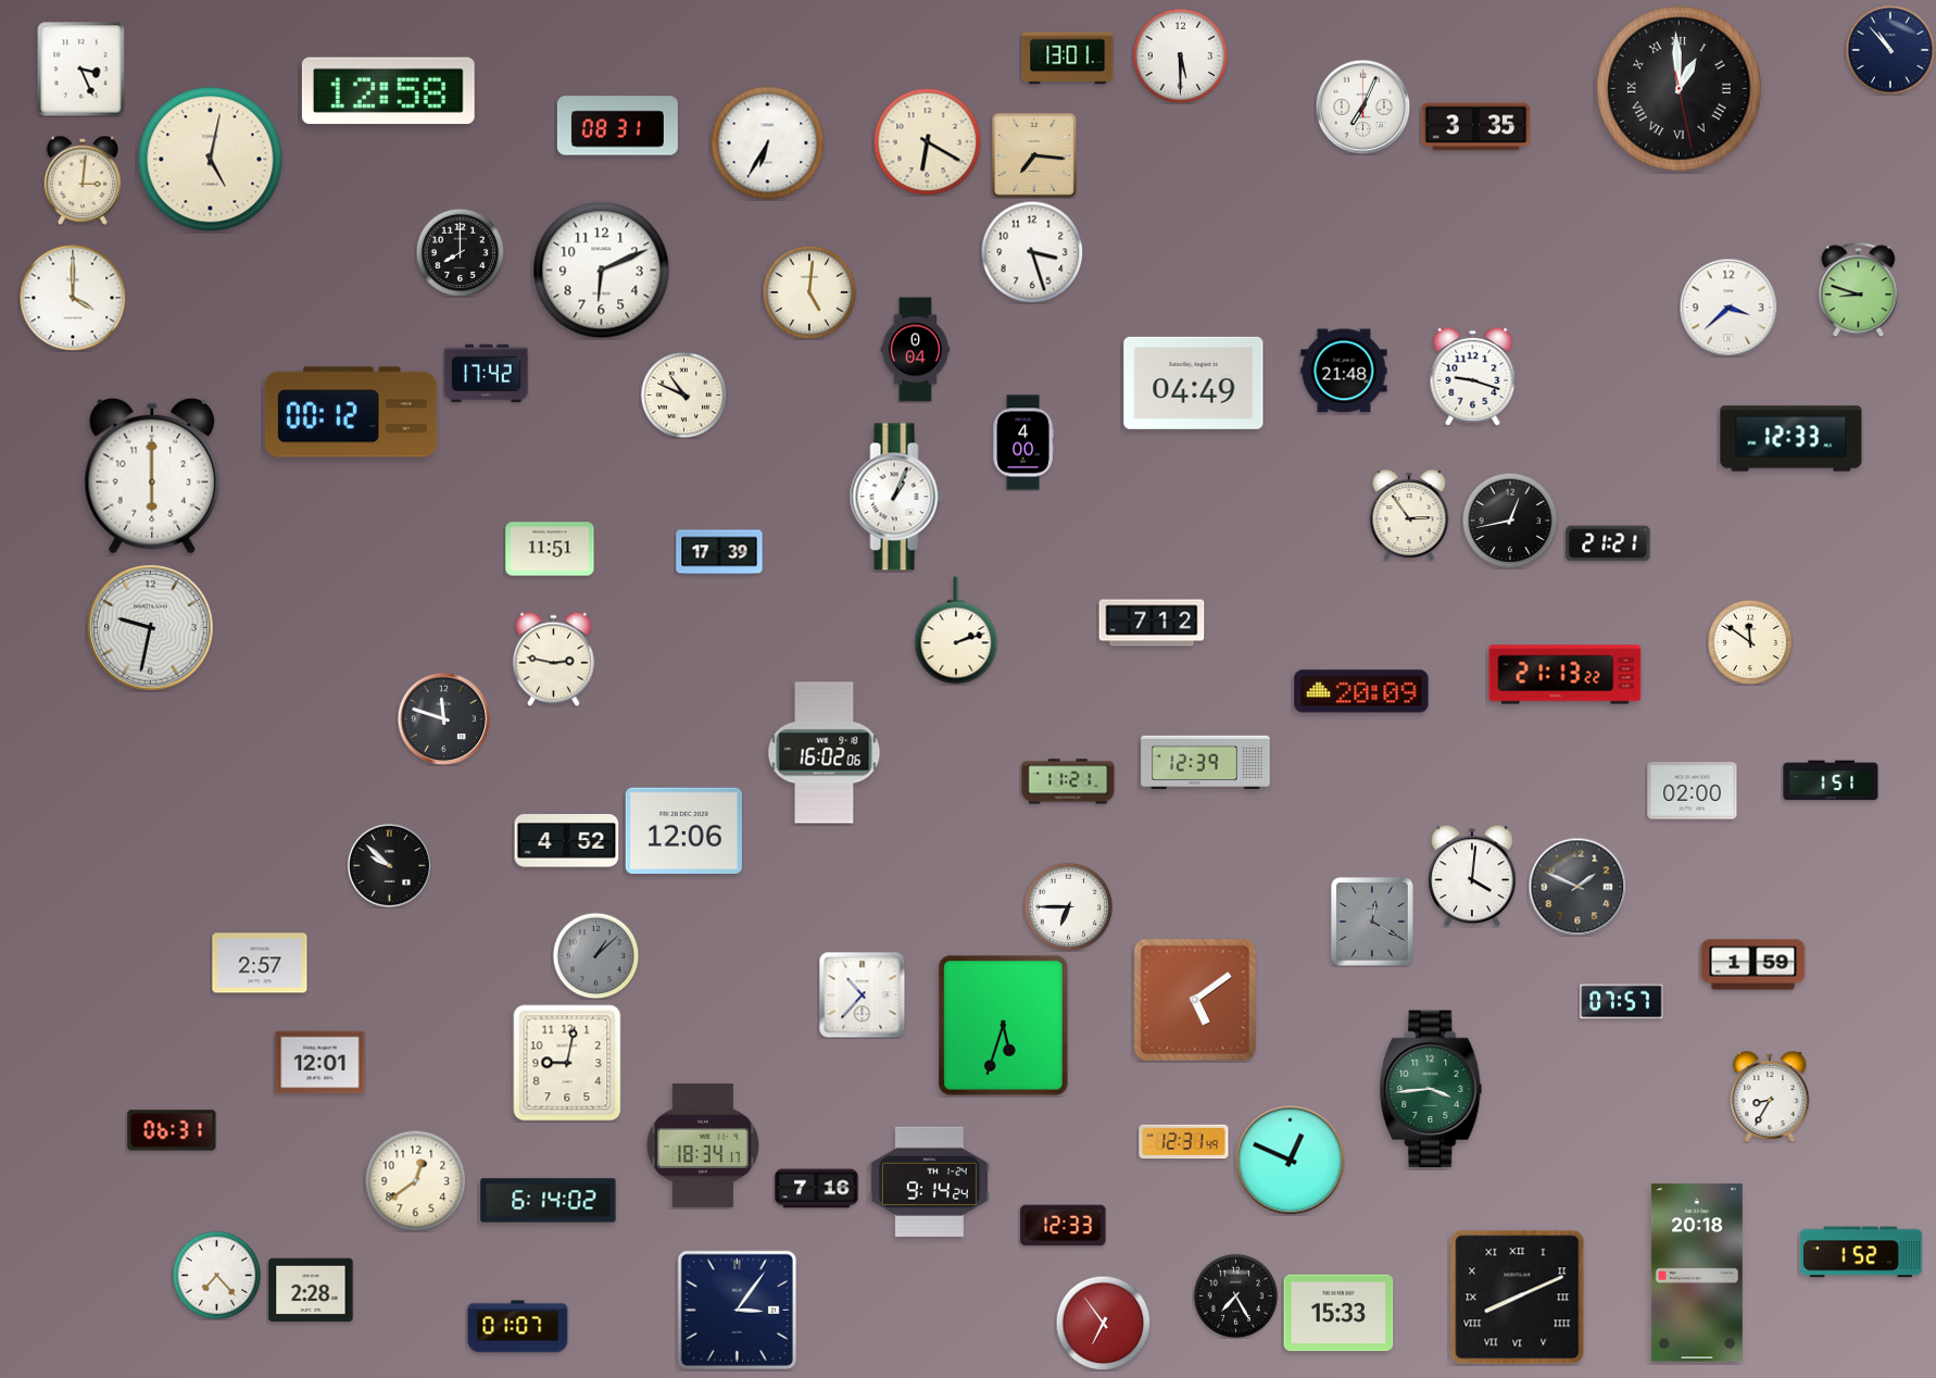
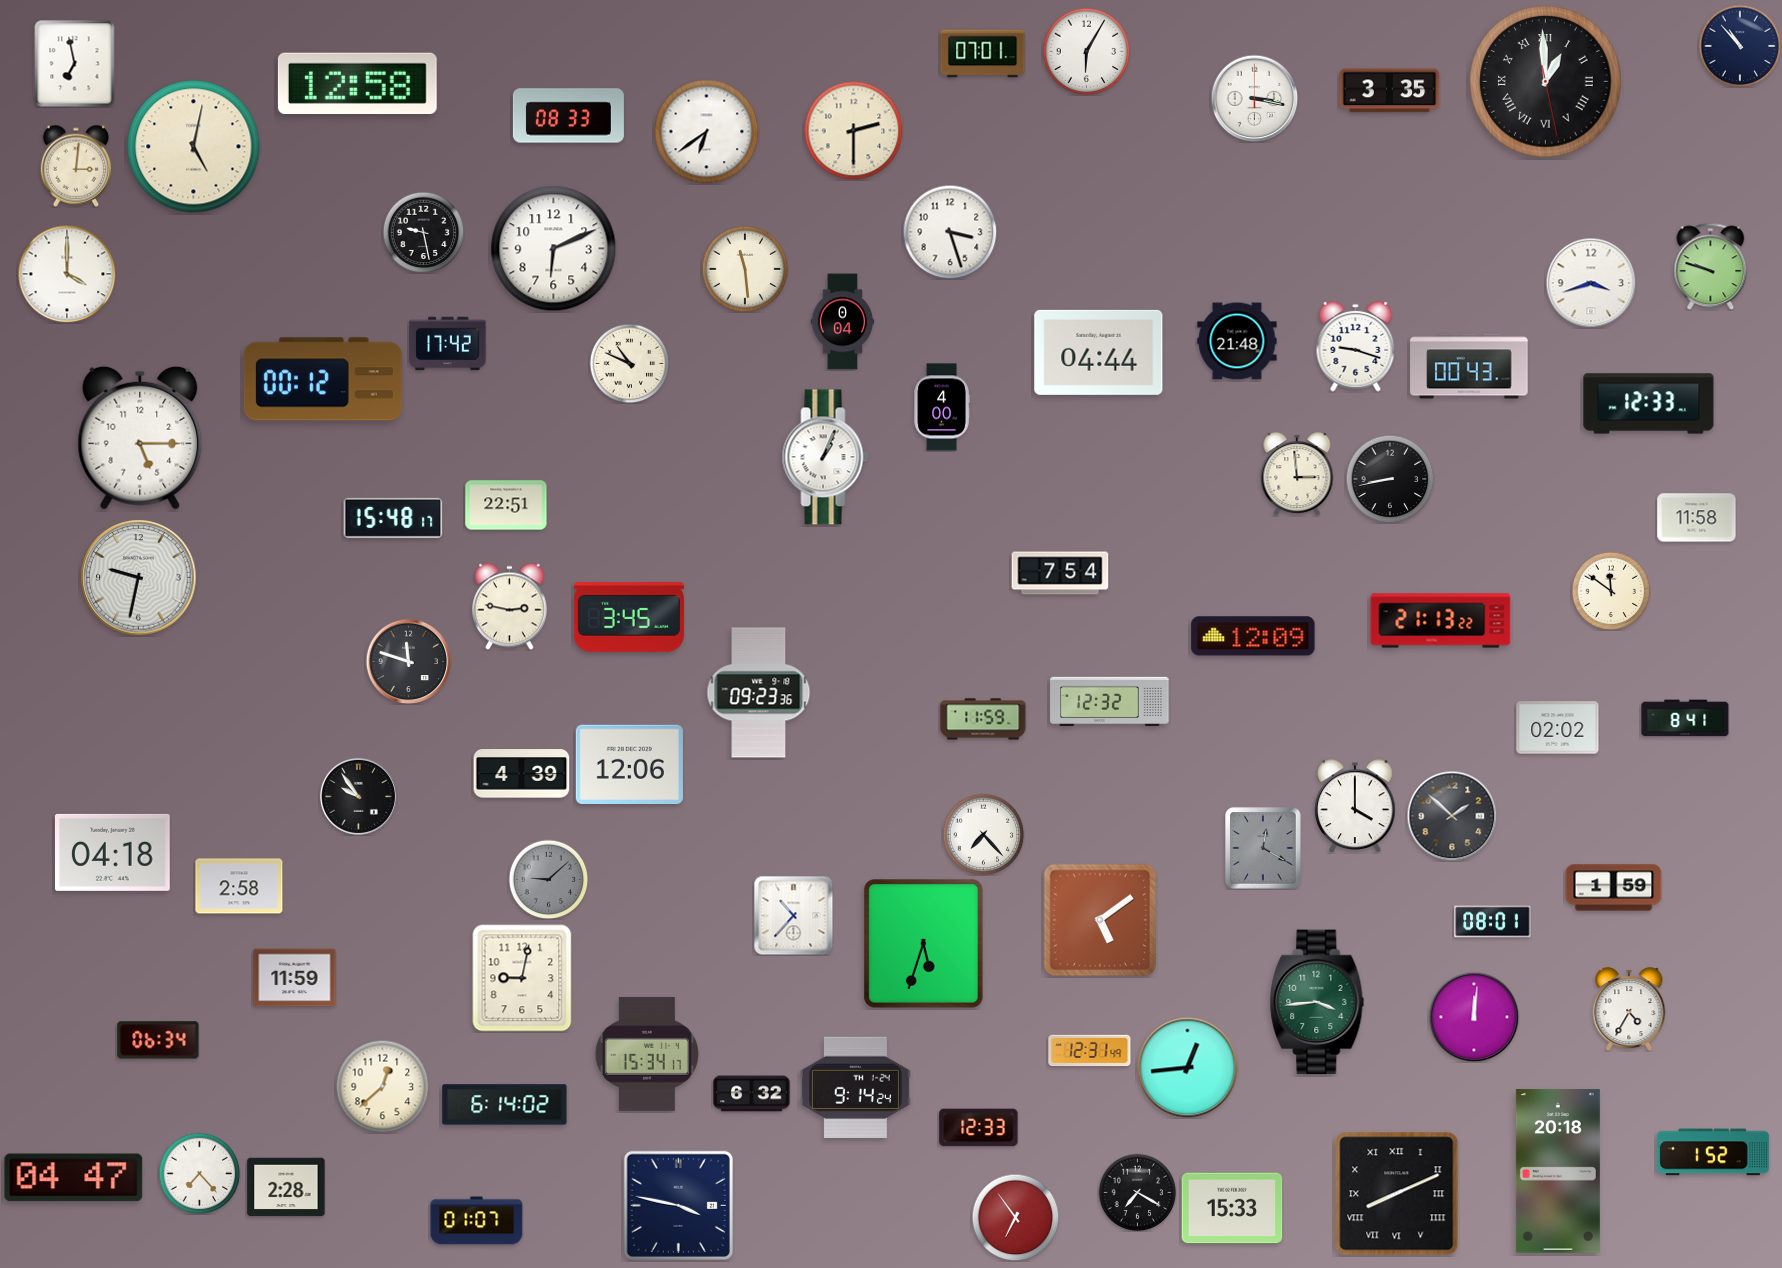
clock at (1180, 55): 5:30 -> 6:05
clock at (1068, 59): 13:01 -> 07:01
clock at (81, 70): 3:26 -> 6:58
clock at (1362, 107): 7:04 -> 3:17
clock at (617, 126): 08:31 -> 08:33
clock at (1476, 127) position: (1476, 127) -> (1390, 91)
clock at (928, 142): 6:20 -> 2:30
clock at (768, 143): 6:35 -> 6:39
clock at (1034, 155): 7:16 -> none
clock at (460, 252): 8:00 -> 9:28
clock at (1859, 289): 8:48 -> 9:48
clock at (809, 292): 5:01 -> 11:29
clock at (1728, 308): 3:38 -> 3:42
clock at (1194, 383): 04:49 -> 04:44
clock at (1469, 366): none -> 00:43
clock at (152, 476): 6:00 -> 5:15
clock at (1409, 515): 2:54 -> 2:59
clock at (1510, 521): 12:43 -> 8:43
clock at (1608, 543): 21:21 -> none
clock at (550, 549): 11:51 -> 22:51
clock at (719, 552): 17:39 -> none
clock at (393, 518): none -> 15:48
clock at (1697, 518): none -> 11:58
clock at (1152, 623): 7:12 -> 7:54
clock at (956, 630): 2:12 -> none
clock at (629, 618): none -> 3:45
clock at (1361, 691): 20:09 -> 12:09
clock at (825, 753): 16:02 -> 09:23
clock at (1206, 762): 12:39 -> 12:32
clock at (1831, 780): 1:51 -> 8:41
clock at (1068, 781): 11:21 -> 11:59
clock at (1693, 791): 02:00 -> 02:02
clock at (567, 841): 4:52 -> 4:39
clock at (389, 865): 9:52 -> 9:54
clock at (1472, 876): 4:01 -> 4:00
clock at (1577, 887): 1:49 -> 1:52
clock at (1068, 906): 6:45 -> 7:23
clock at (112, 852): none -> 04:18
clock at (595, 955): 1:08 -> 9:08
clock at (260, 963): 2:57 -> 2:58
clock at (1622, 1002): 07:57 -> 08:01
clock at (320, 1063): 12:01 -> 11:59
clock at (1770, 1097): 8:35 -> 4:35
clock at (1474, 1017): none -> 12:01
clock at (172, 1130): 06:31 -> 06:34
clock at (703, 1145): 18:34 -> 15:34
clock at (1291, 1161): 12:49 -> 12:44
clock at (415, 1180): 12:39 -> 12:38
clock at (817, 1189): 7:16 -> 6:32
clock at (1697, 1273) position: (1697, 1273) -> (1558, 1171)
clock at (74, 1178): none -> 04:47
clock at (1235, 1295): 7:25 -> 7:20
clock at (737, 1310): 3:06 -> 3:47
